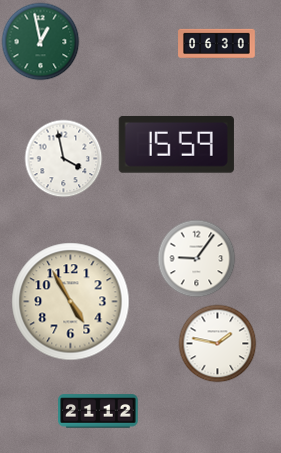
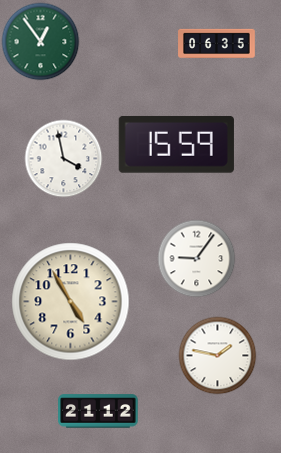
clock at (40, 41): 12:58 -> 12:54
clock at (217, 44): 06:30 -> 06:35
clock at (217, 343) position: (217, 343) -> (217, 355)
